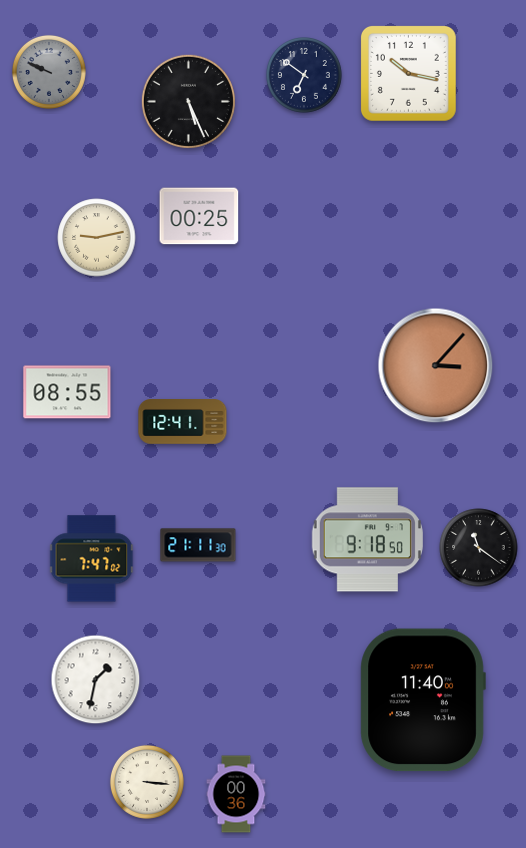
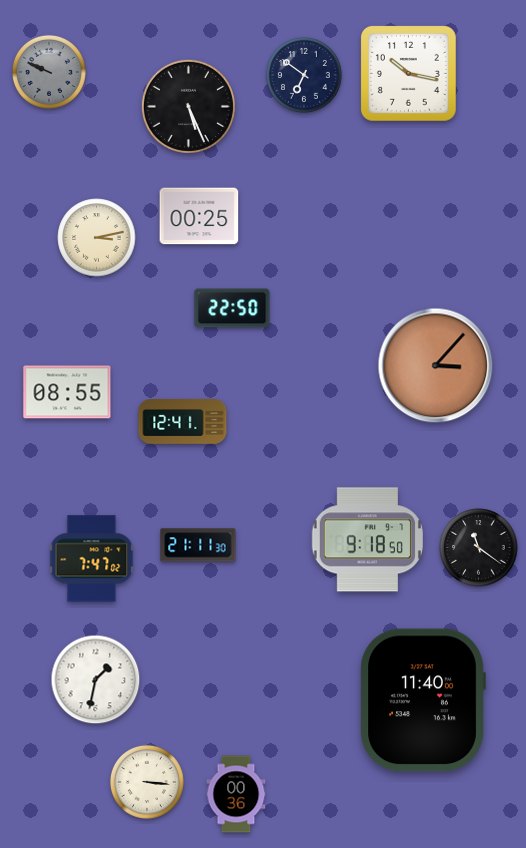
clock at (188, 101) position: (188, 101) -> (188, 106)
clock at (97, 238): 9:13 -> 3:13
clock at (232, 308): none -> 22:50
